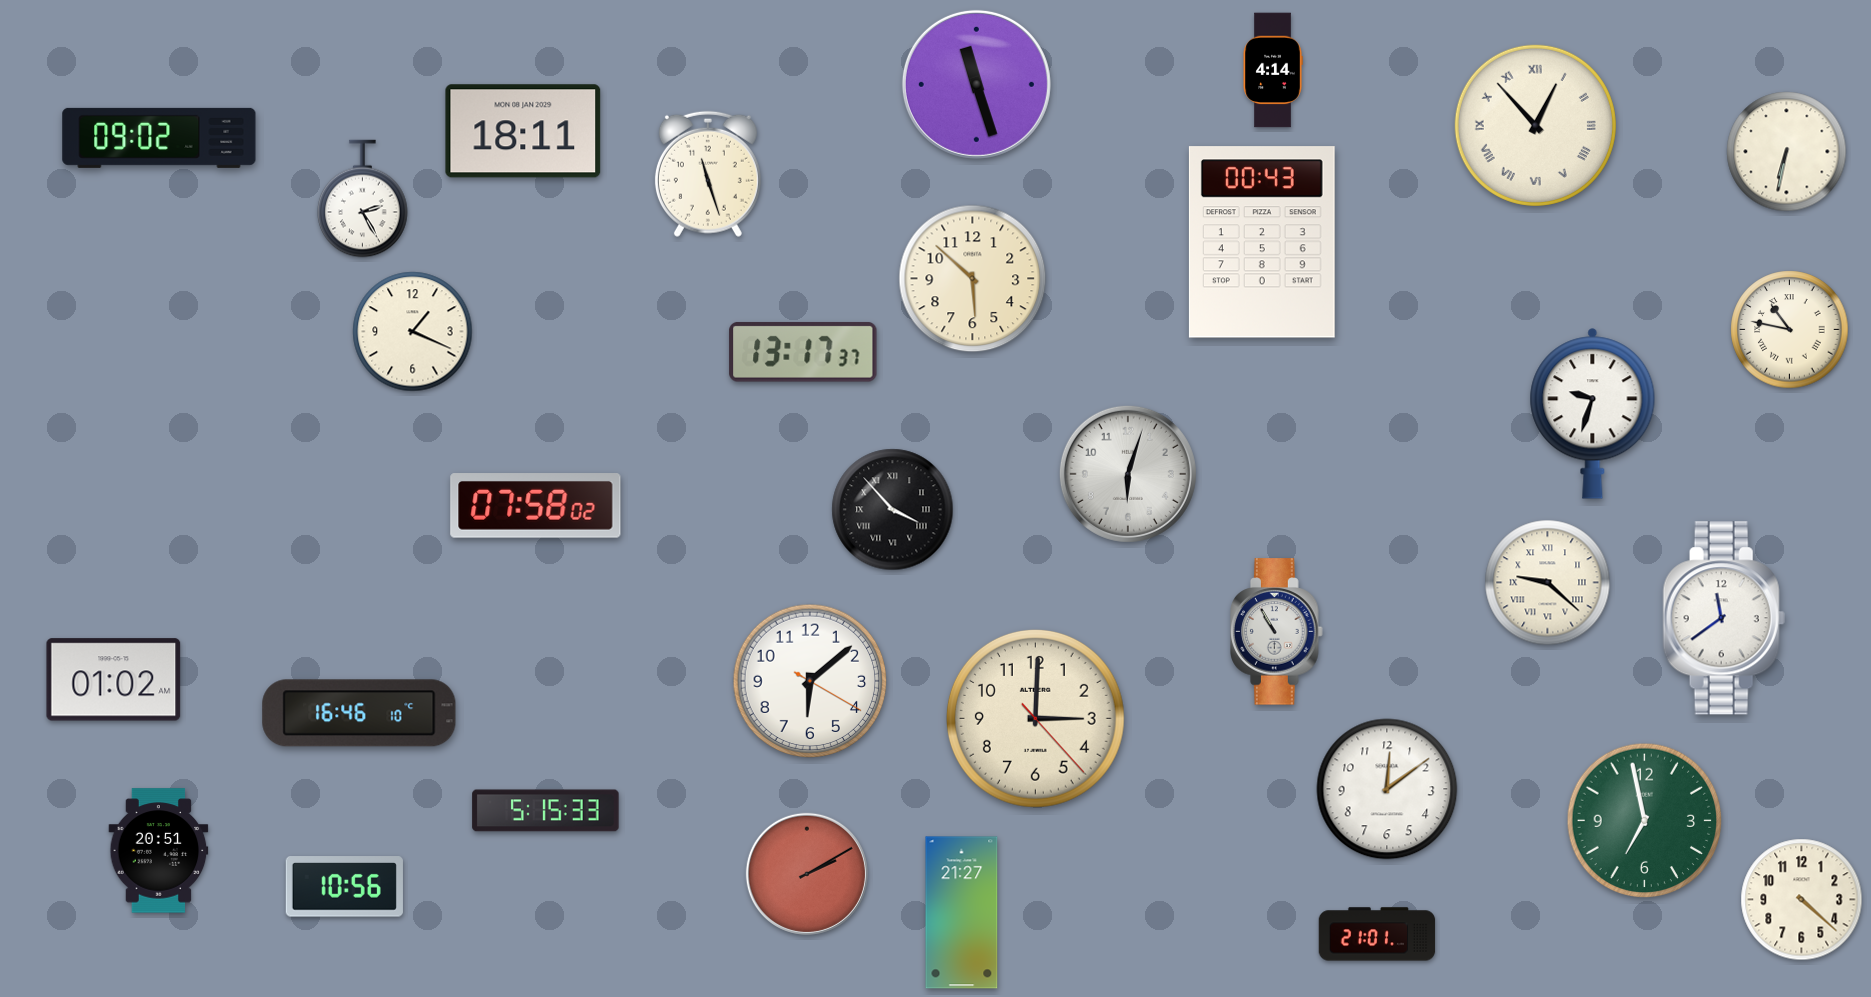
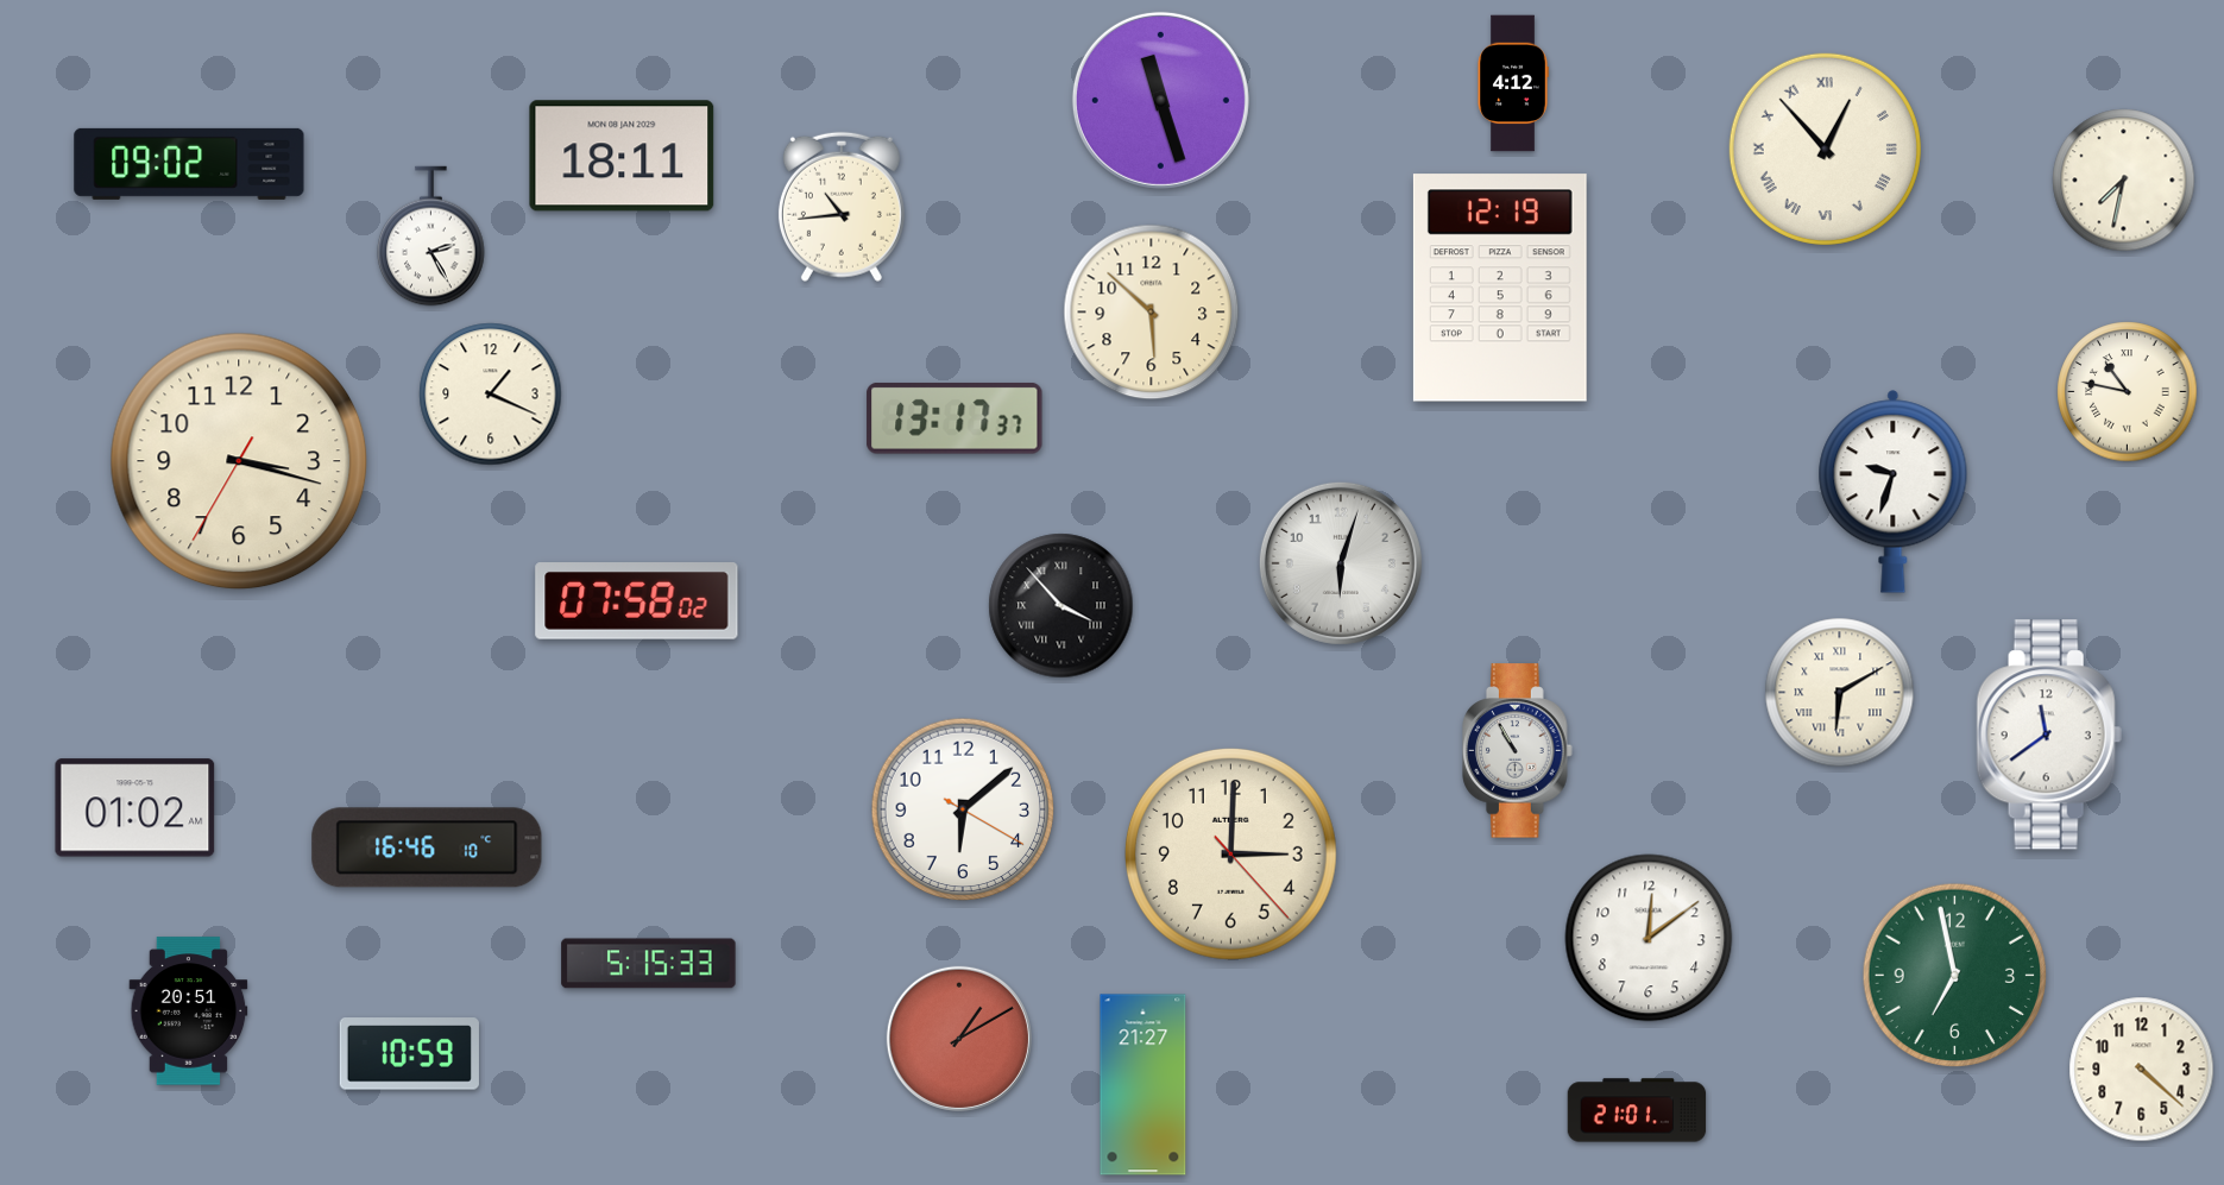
clock at (1273, 70): 4:14 -> 4:12
clock at (1787, 152): 6:32 -> 7:32
clock at (708, 174): 11:27 -> 10:44
clock at (1262, 242): 00:43 -> 12:19
clock at (973, 279) position: (973, 279) -> (1152, 313)
clock at (239, 461): none -> 3:17
clock at (1548, 583): 9:22 -> 6:10
clock at (807, 874): 2:10 -> 1:10
clock at (344, 887): 10:56 -> 10:59
